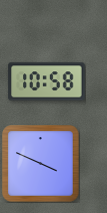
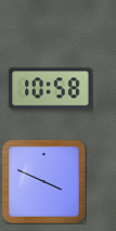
clock at (41, 164) position: (41, 164) -> (44, 182)
